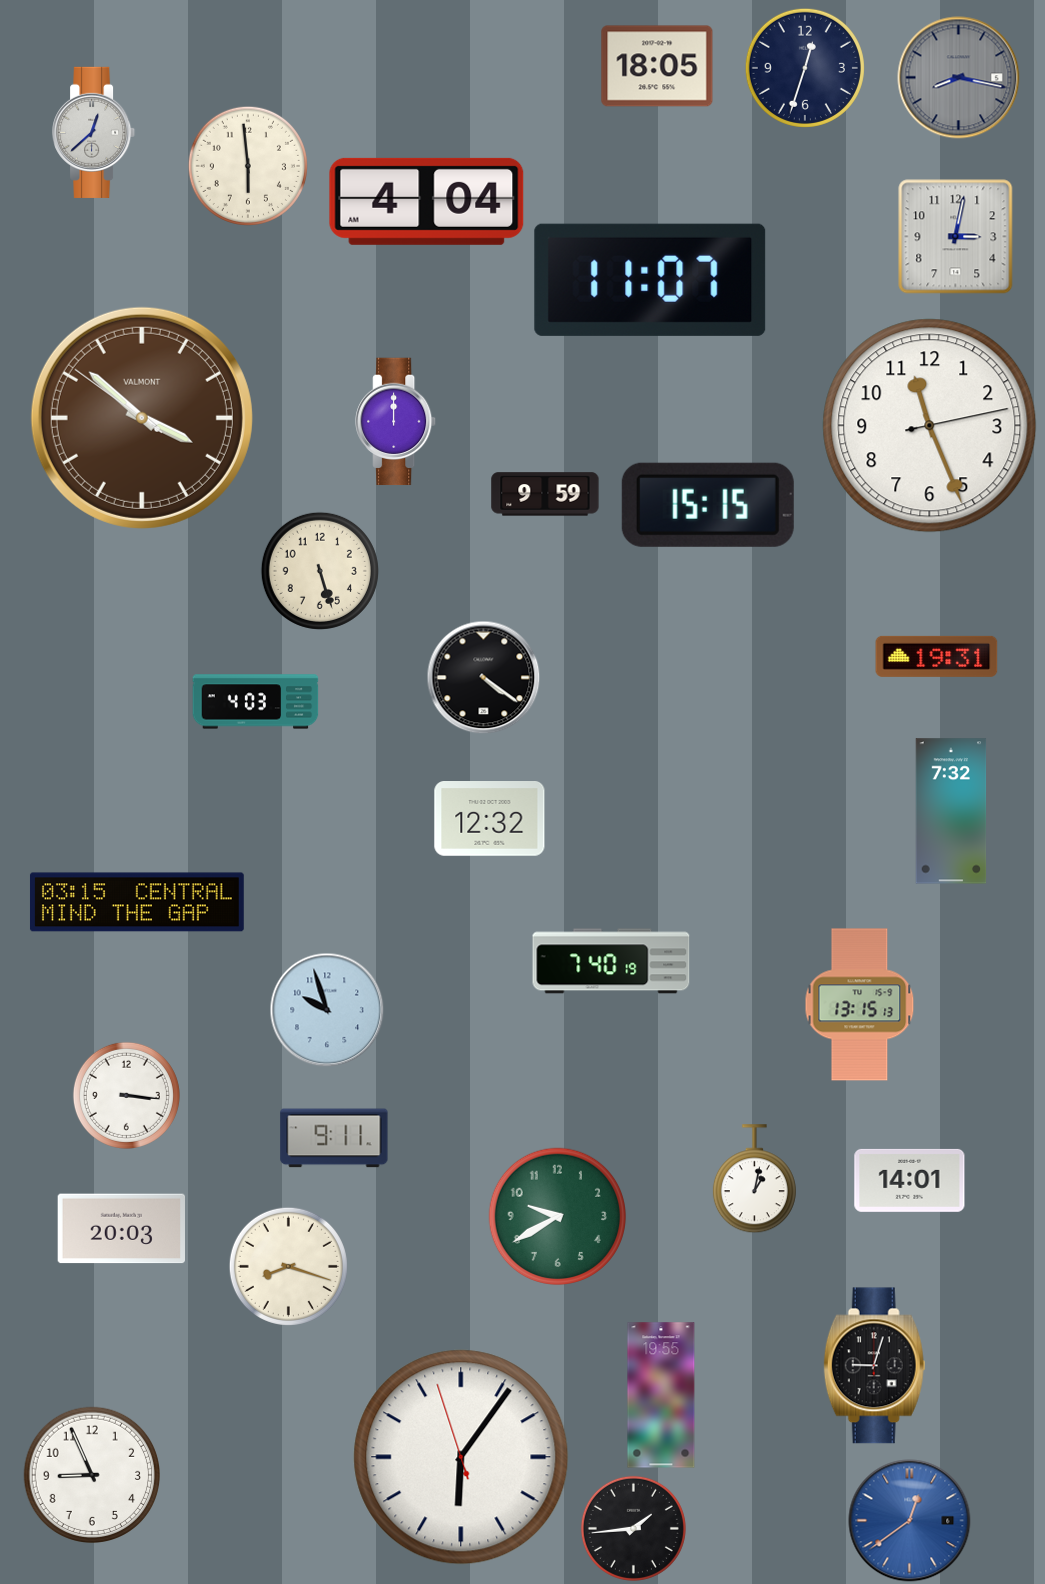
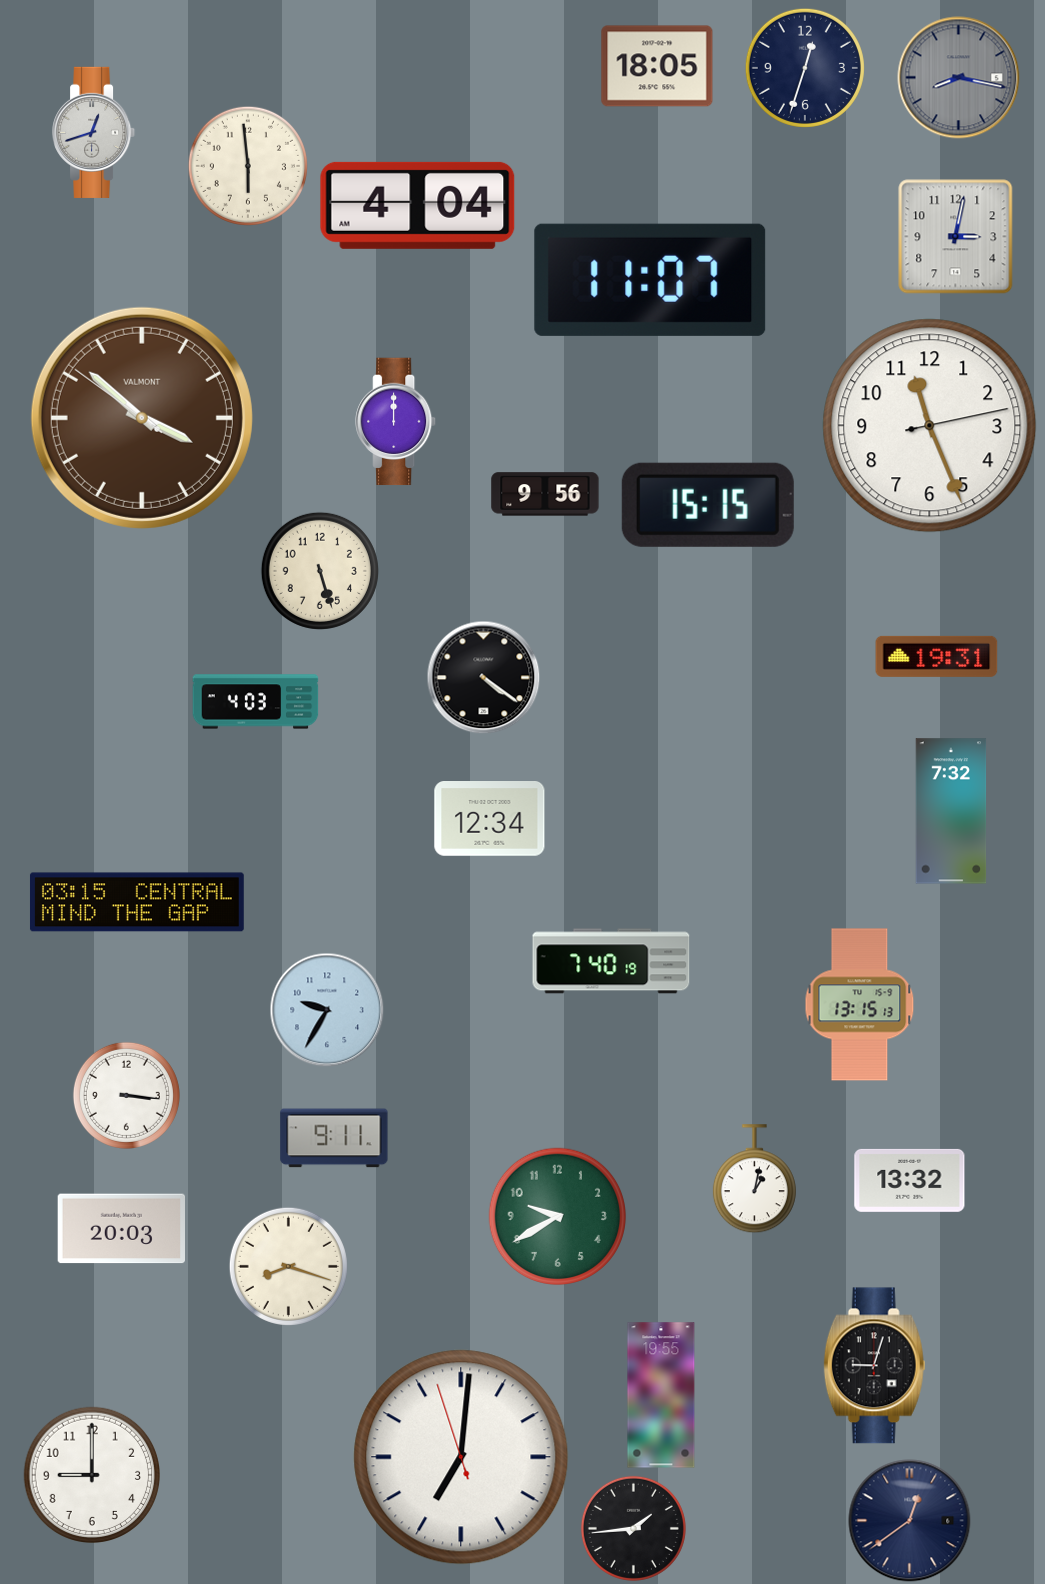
clock at (94, 132): 12:38 -> 12:42
clock at (427, 201) position: (427, 201) -> (418, 205)
clock at (545, 494): 9:59 -> 9:56
clock at (490, 819): 12:32 -> 12:34
clock at (327, 1010): 9:57 -> 9:35
clock at (910, 1180): 14:01 -> 13:32
clock at (461, 1457): 6:05 -> 7:00
clock at (91, 1474): 8:56 -> 9:00
clock at (910, 1521) dial: blue -> navy
